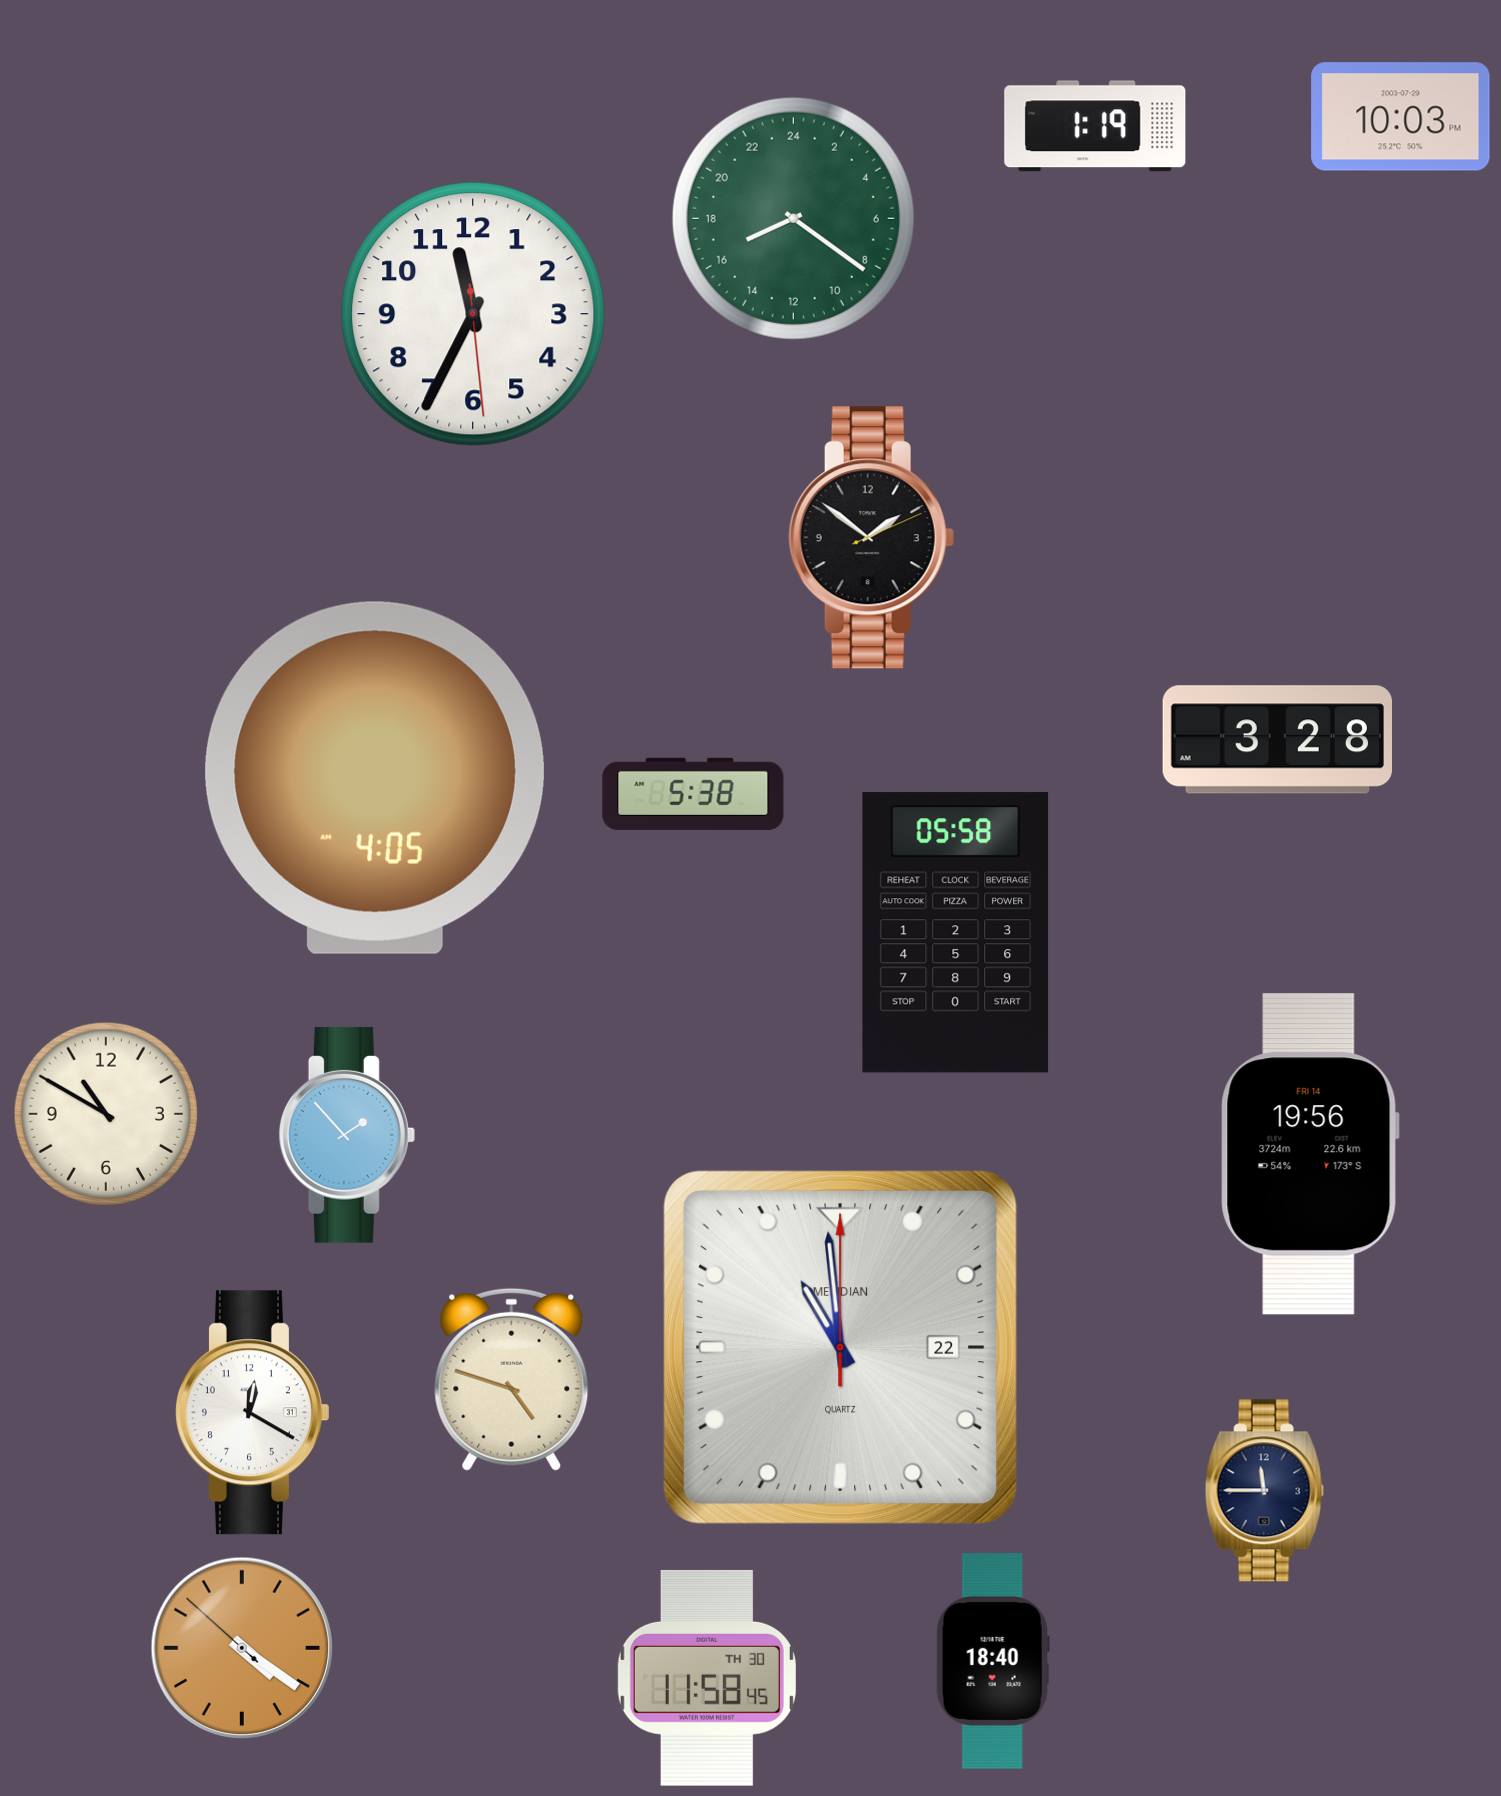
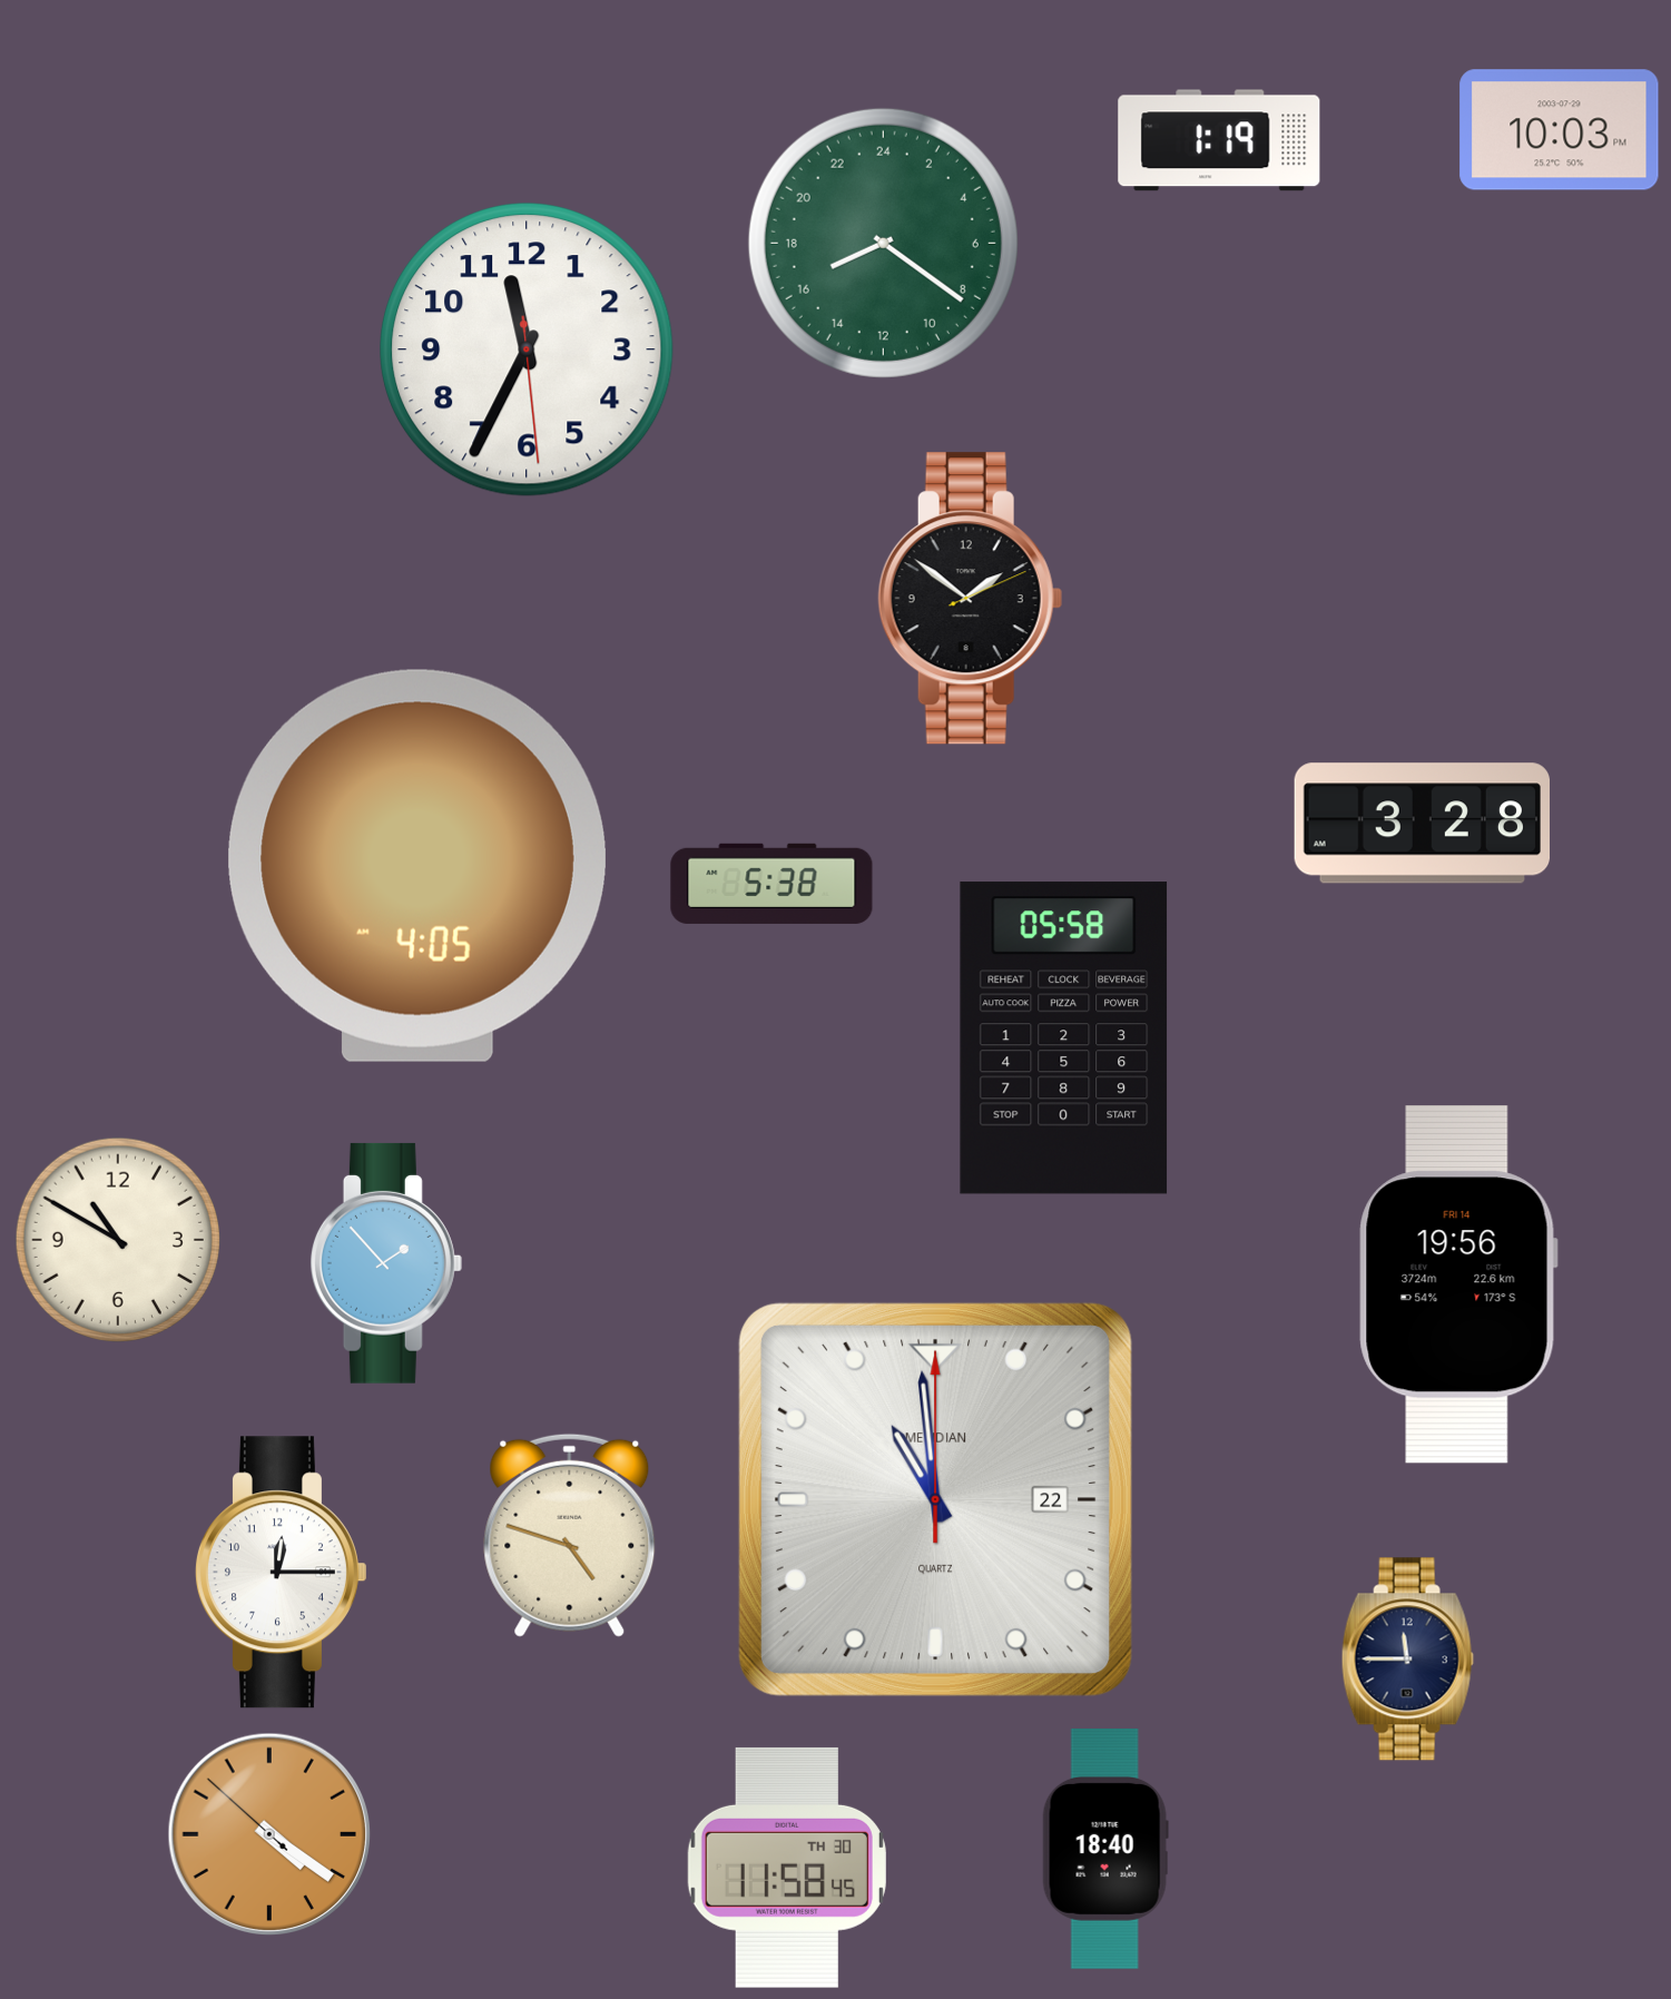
clock at (252, 1413): 12:20 -> 12:15
